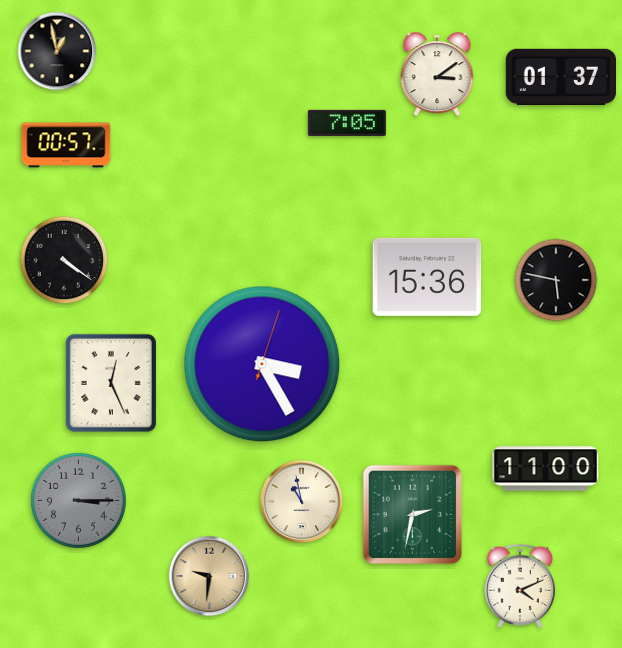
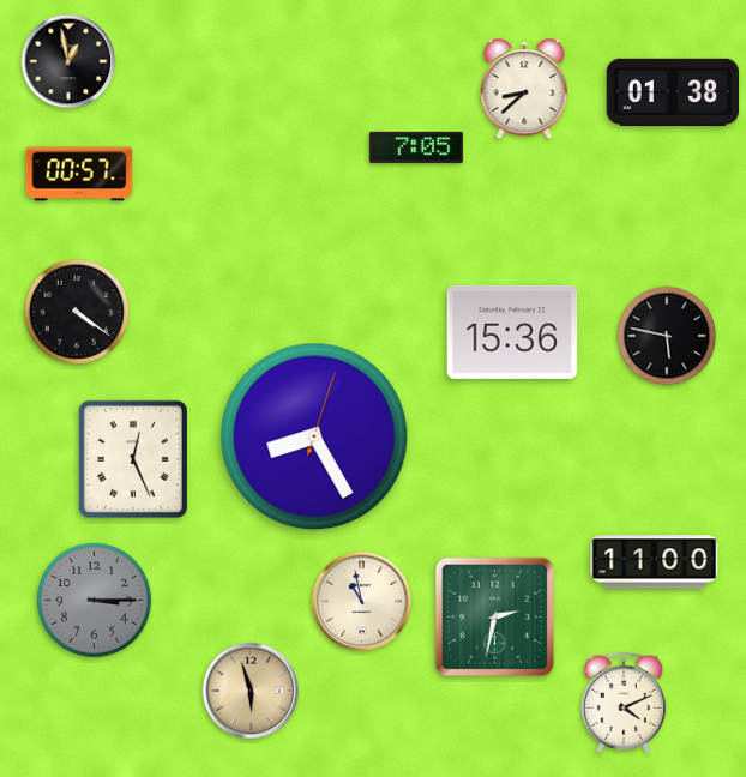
clock at (437, 75): 3:09 -> 8:38
clock at (560, 76): 01:37 -> 01:38
clock at (262, 364): 3:25 -> 8:25
clock at (209, 576): 9:31 -> 5:57
